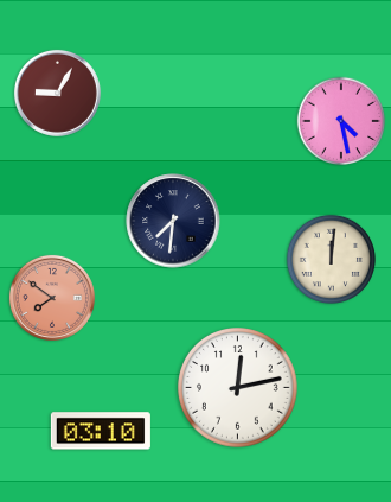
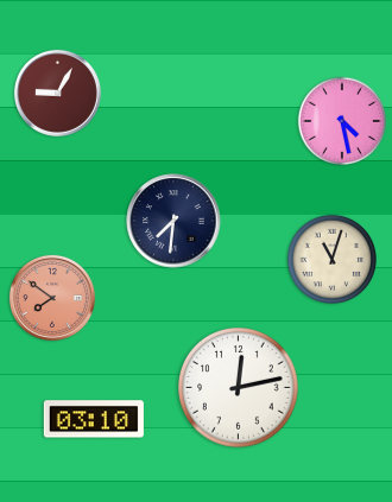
clock at (331, 259): 12:01 -> 11:03
clock at (101, 431) position: (101, 431) -> (94, 419)
